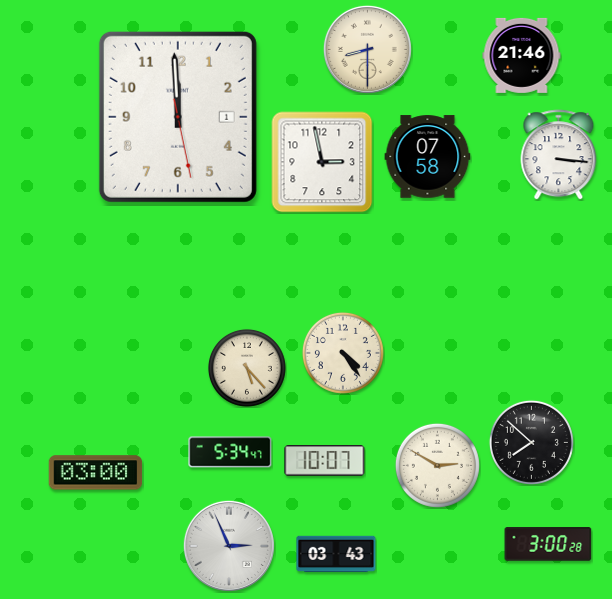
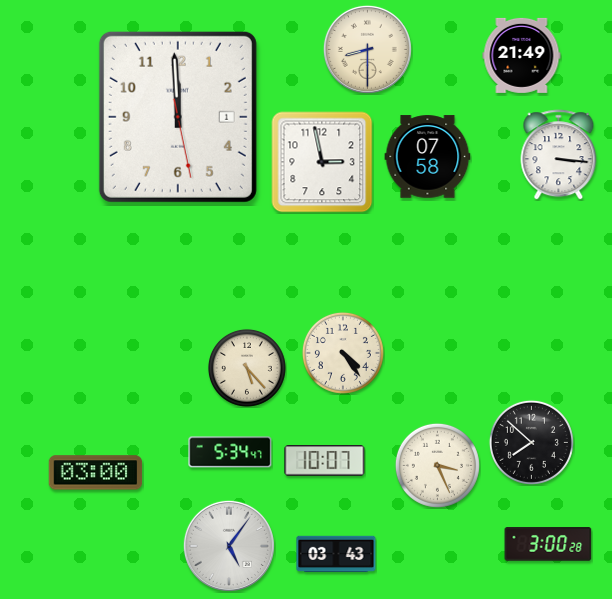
clock at (522, 55): 21:46 -> 21:49
clock at (437, 465): 2:50 -> 3:26
clock at (229, 546): 2:56 -> 5:06
